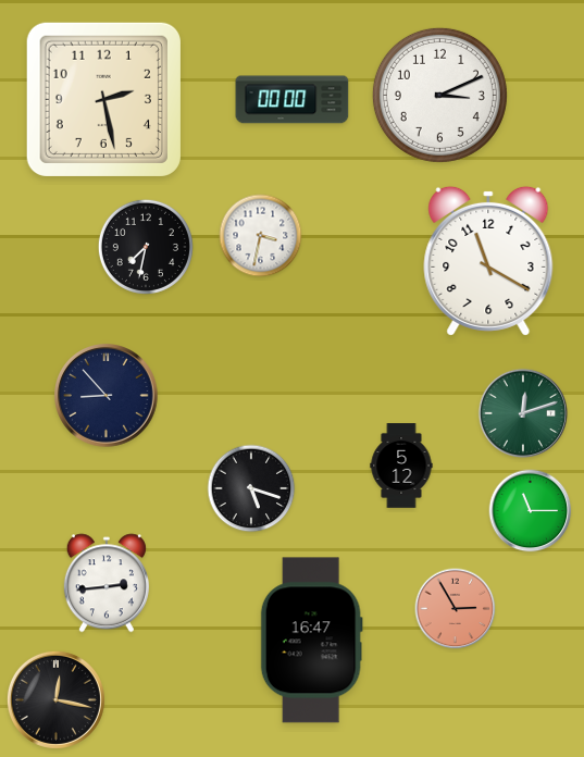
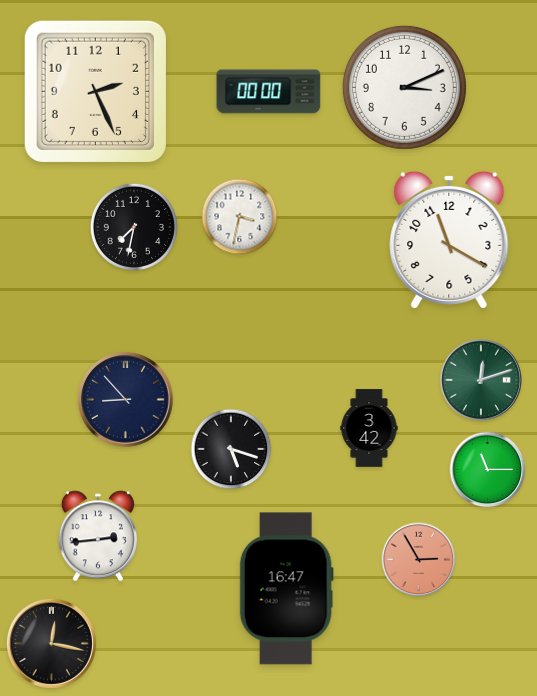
clock at (103, 99): 2:28 -> 2:26
clock at (107, 396) position: (107, 396) -> (126, 400)
clock at (401, 466): 5:12 -> 3:42
